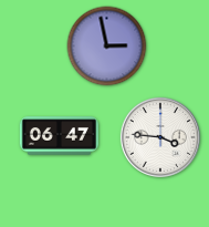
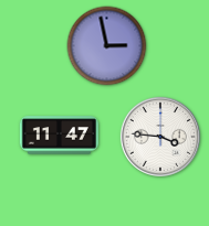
clock at (59, 136): 06:47 -> 11:47
